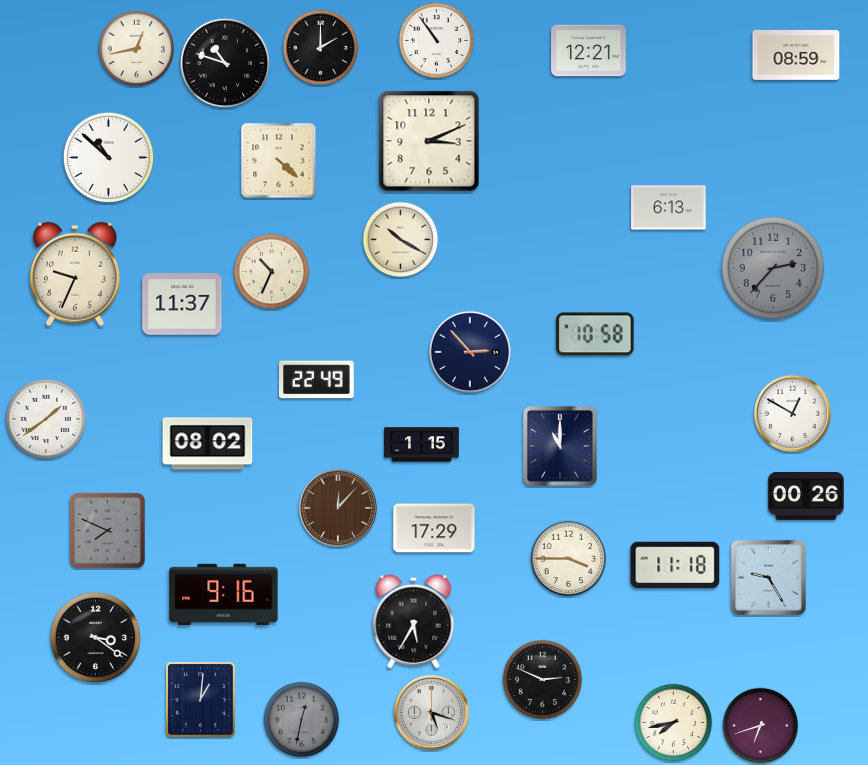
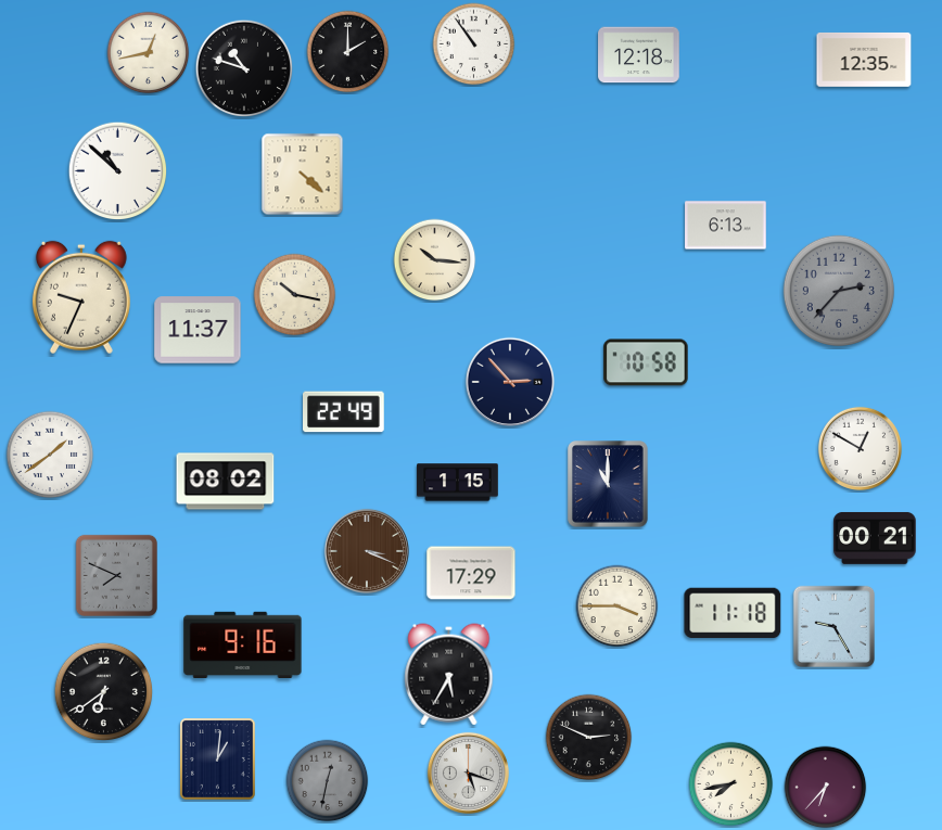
clock at (589, 51): 12:21 -> 12:18
clock at (796, 55): 08:59 -> 12:35
clock at (429, 141): 3:11 -> none
clock at (401, 240): 10:20 -> 10:16
clock at (272, 272): 10:34 -> 10:17
clock at (806, 496): 00:26 -> 00:21
clock at (338, 508): 12:07 -> 3:19
clock at (96, 638): 3:21 -> 6:39
clock at (761, 726): 6:42 -> 6:37
